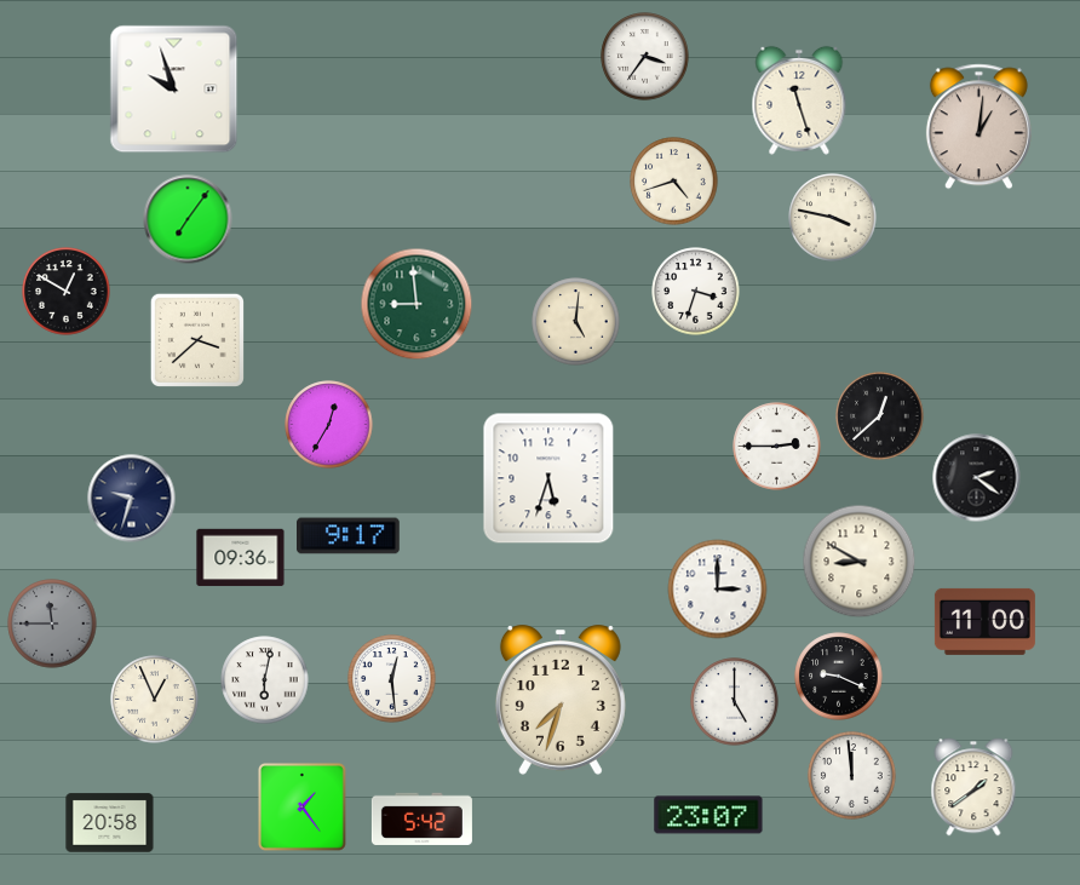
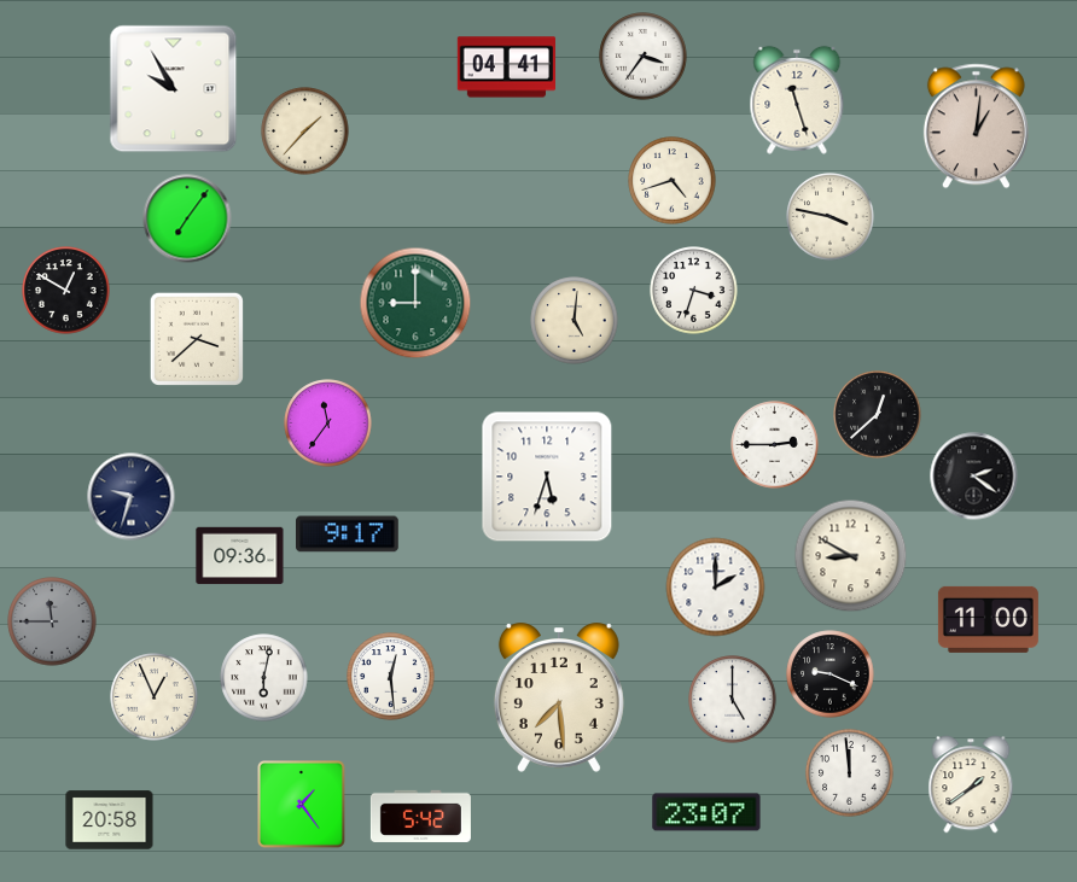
clock at (506, 68): none -> 04:41
clock at (174, 90): 9:57 -> 9:55
clock at (305, 132): none -> 1:37
clock at (417, 304): 8:59 -> 9:00
clock at (329, 425): 12:35 -> 11:36
clock at (860, 562) position: (860, 562) -> (851, 556)
clock at (718, 590): 3:00 -> 2:00
clock at (984, 621) position: (984, 621) -> (988, 619)
clock at (839, 677) position: (839, 677) -> (831, 674)
clock at (561, 701): 7:33 -> 7:29
